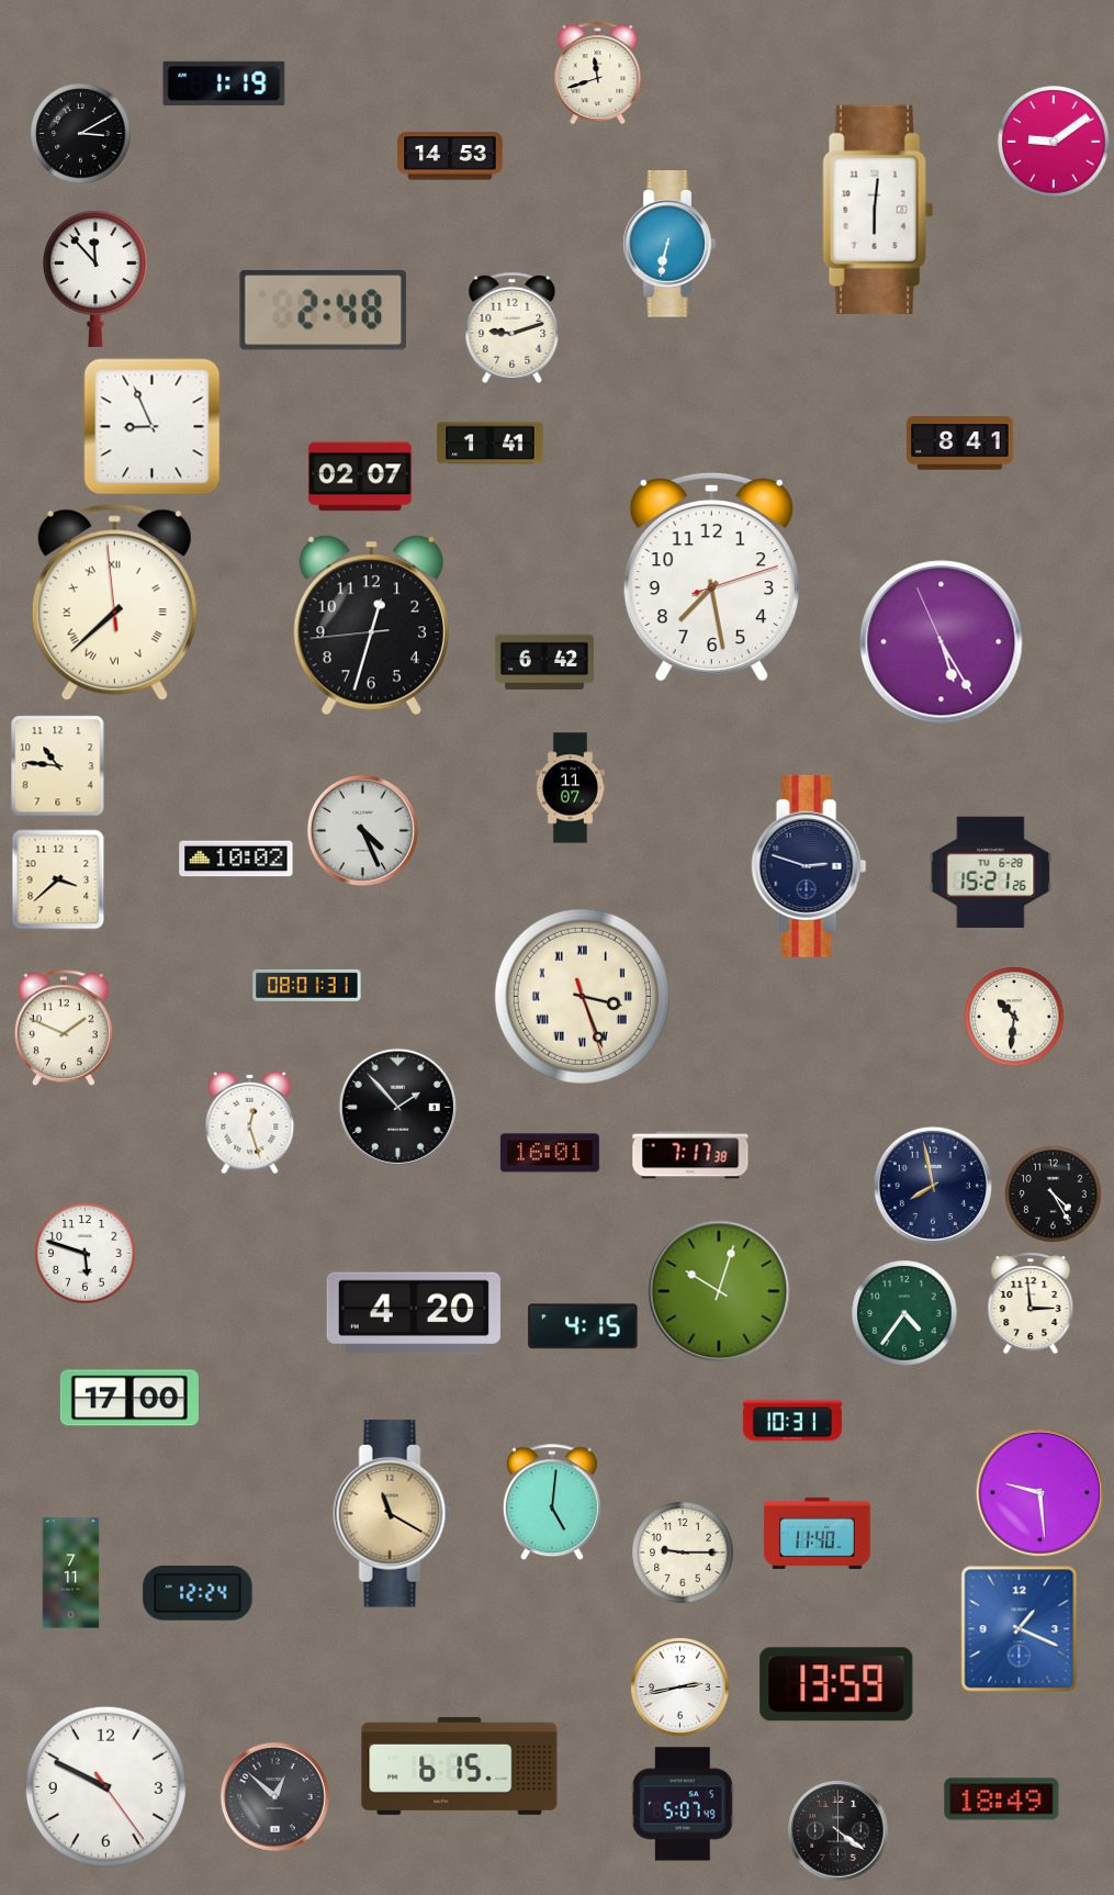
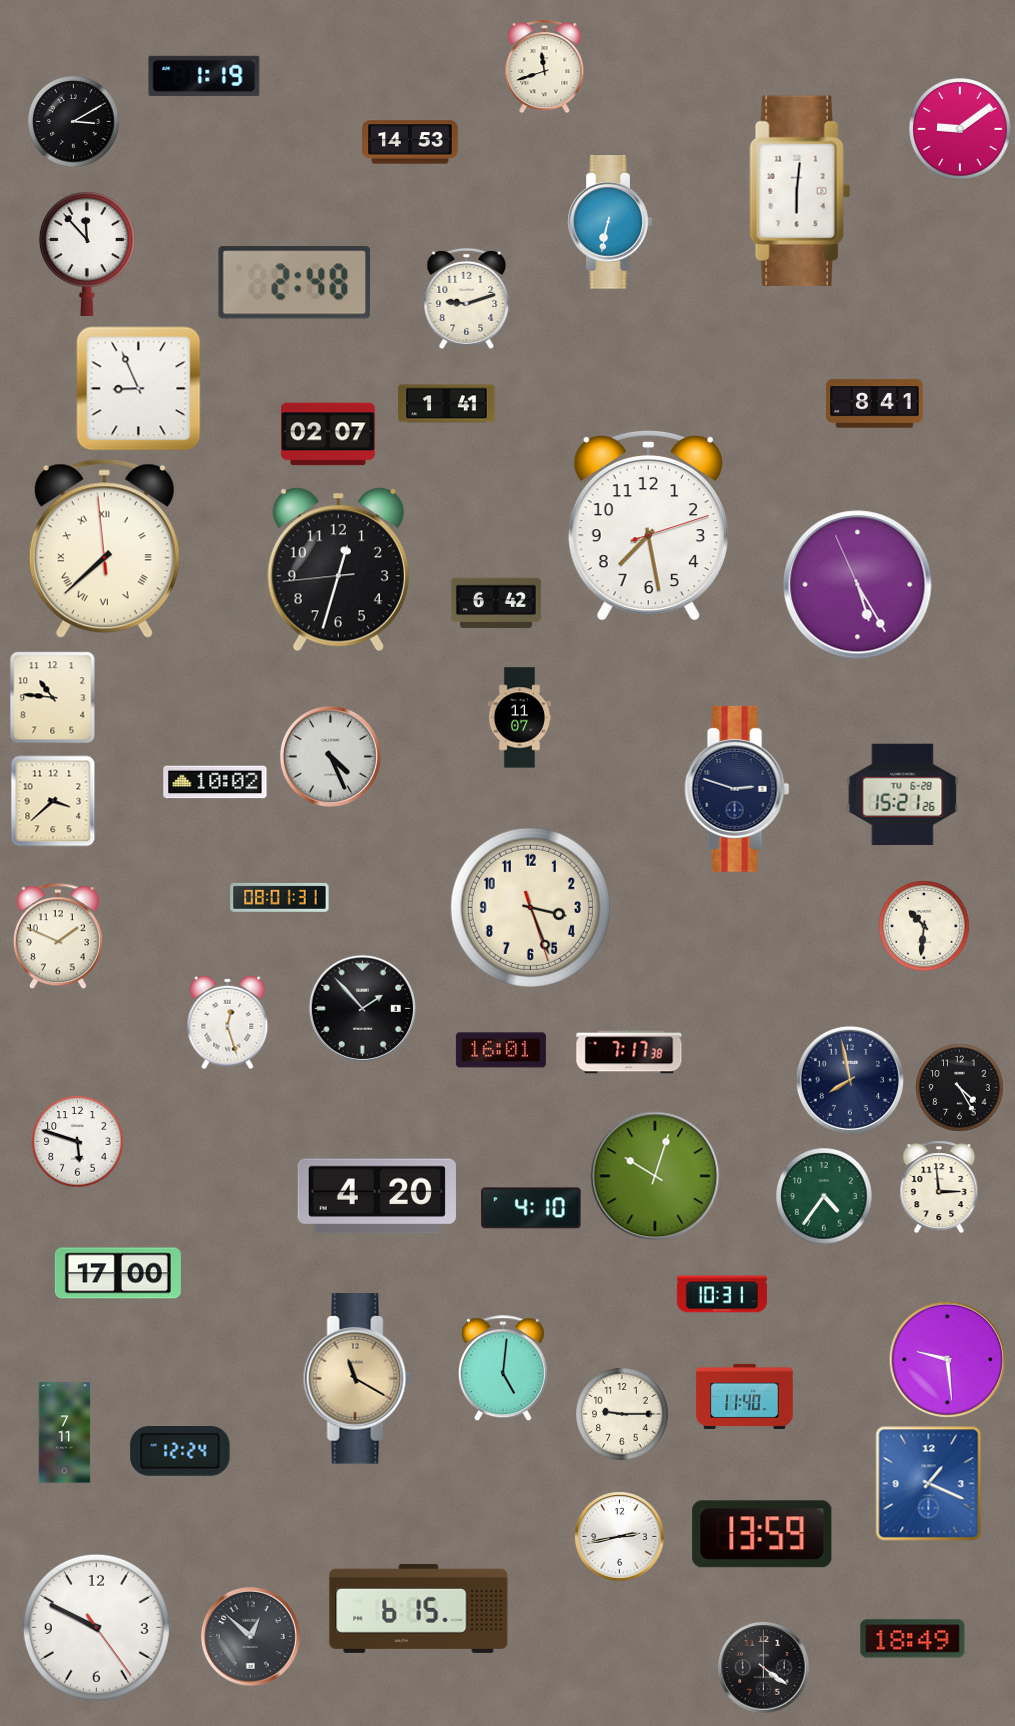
clock at (582, 996) numerals: Roman -> Arabic
clock at (583, 1326): 4:15 -> 4:10
clock at (683, 1804): 5:07 -> none
